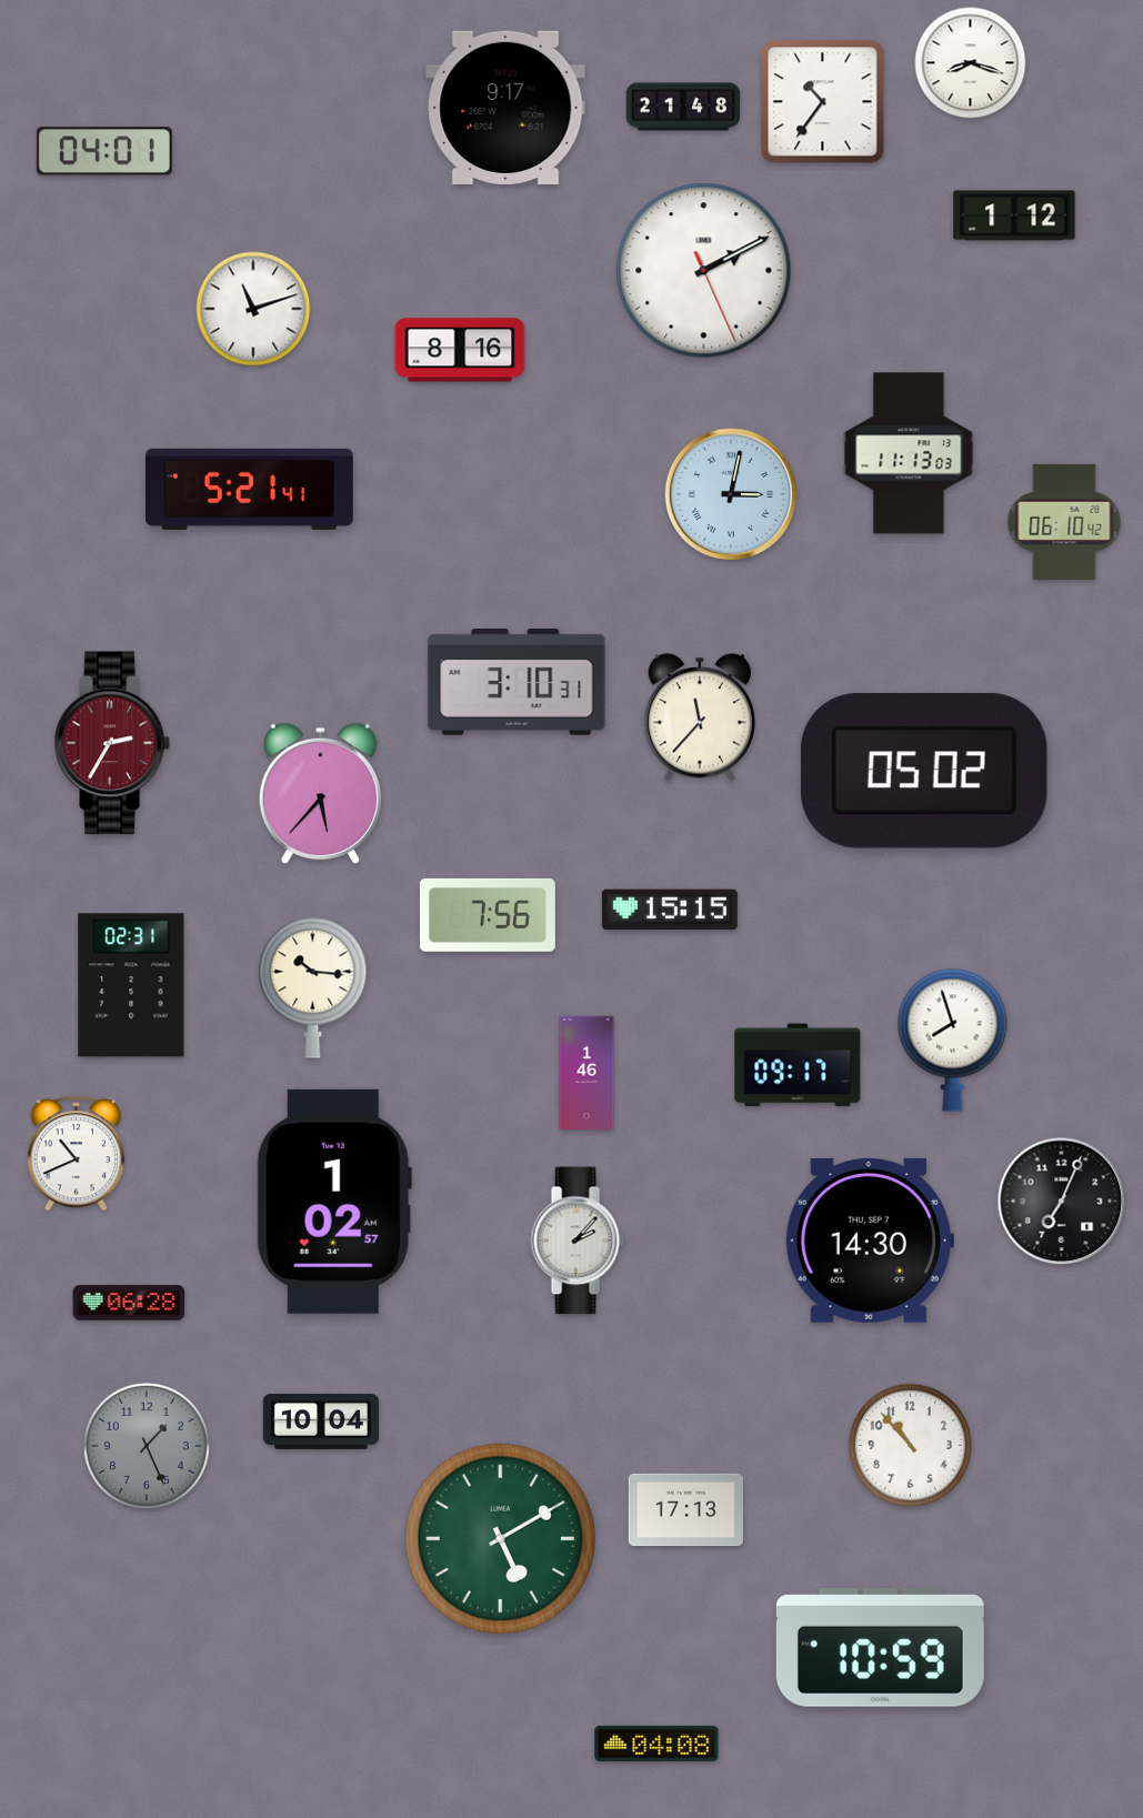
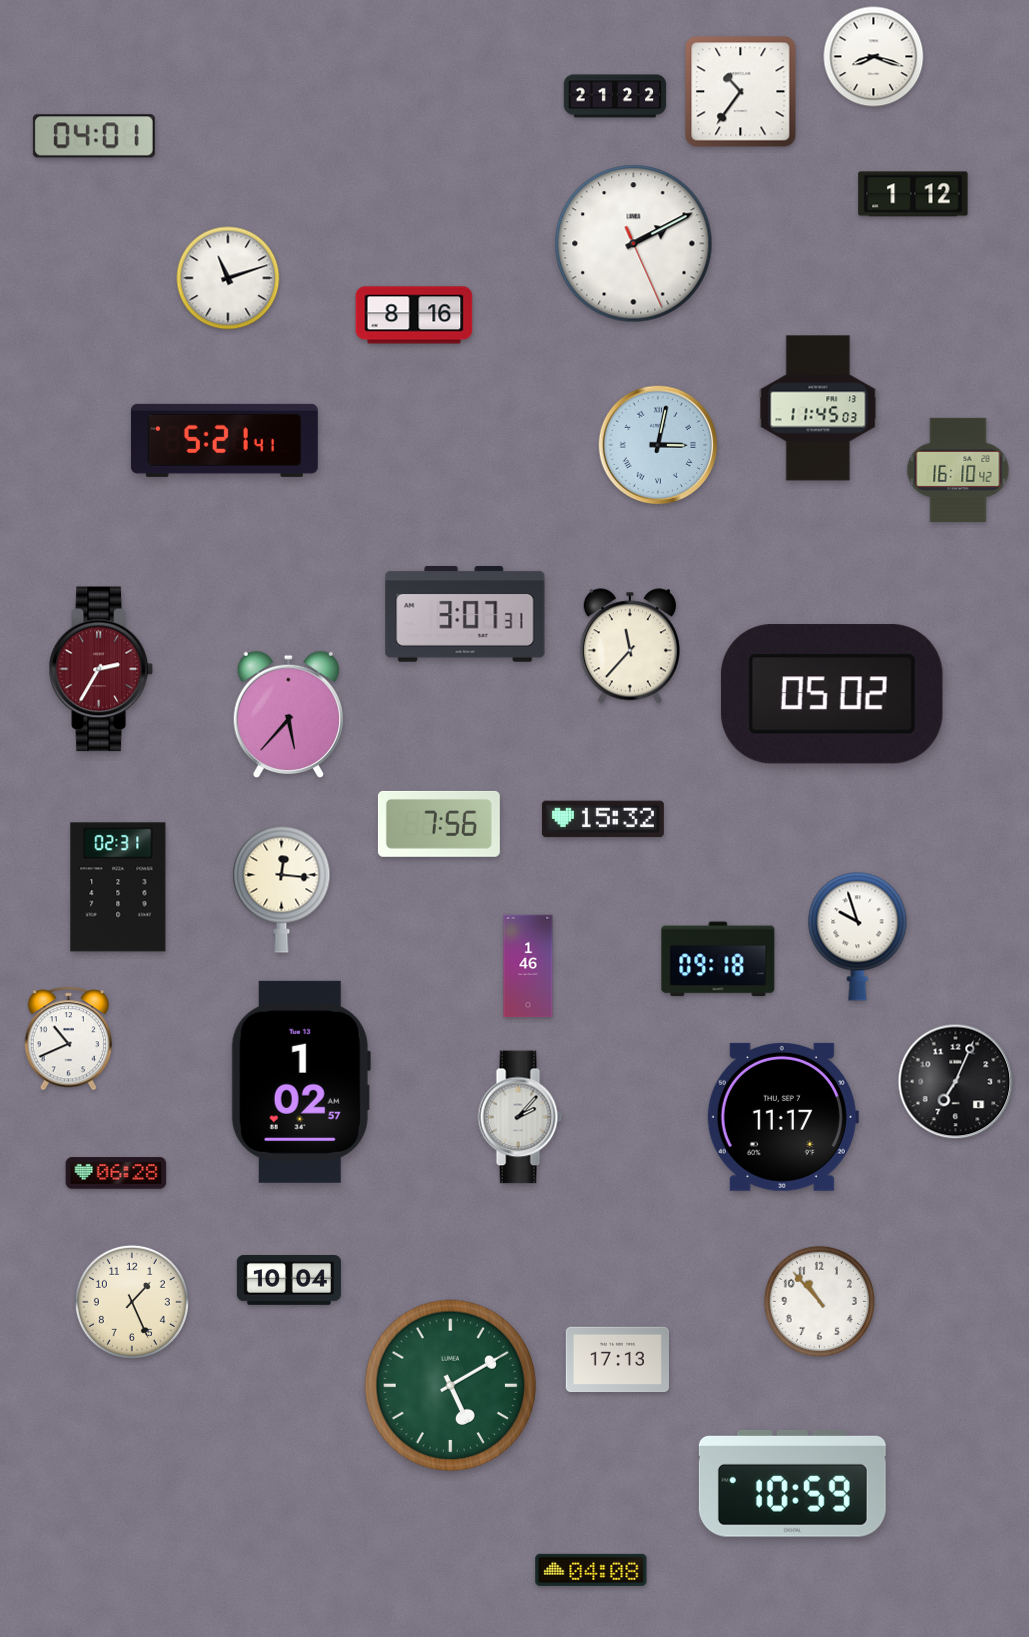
clock at (683, 107): 21:48 -> 21:22
clock at (505, 108): 9:17 -> none
clock at (909, 453): 11:13 -> 11:45
clock at (1064, 522): 06:10 -> 16:10
clock at (517, 682): 3:10 -> 3:07
clock at (670, 910): 15:15 -> 15:32
clock at (313, 987): 10:16 -> 12:16
clock at (953, 1039): 7:57 -> 9:57
clock at (798, 1065): 09:17 -> 09:18
clock at (869, 1241): 14:30 -> 11:17
clock at (147, 1446) dial: grey -> cream
